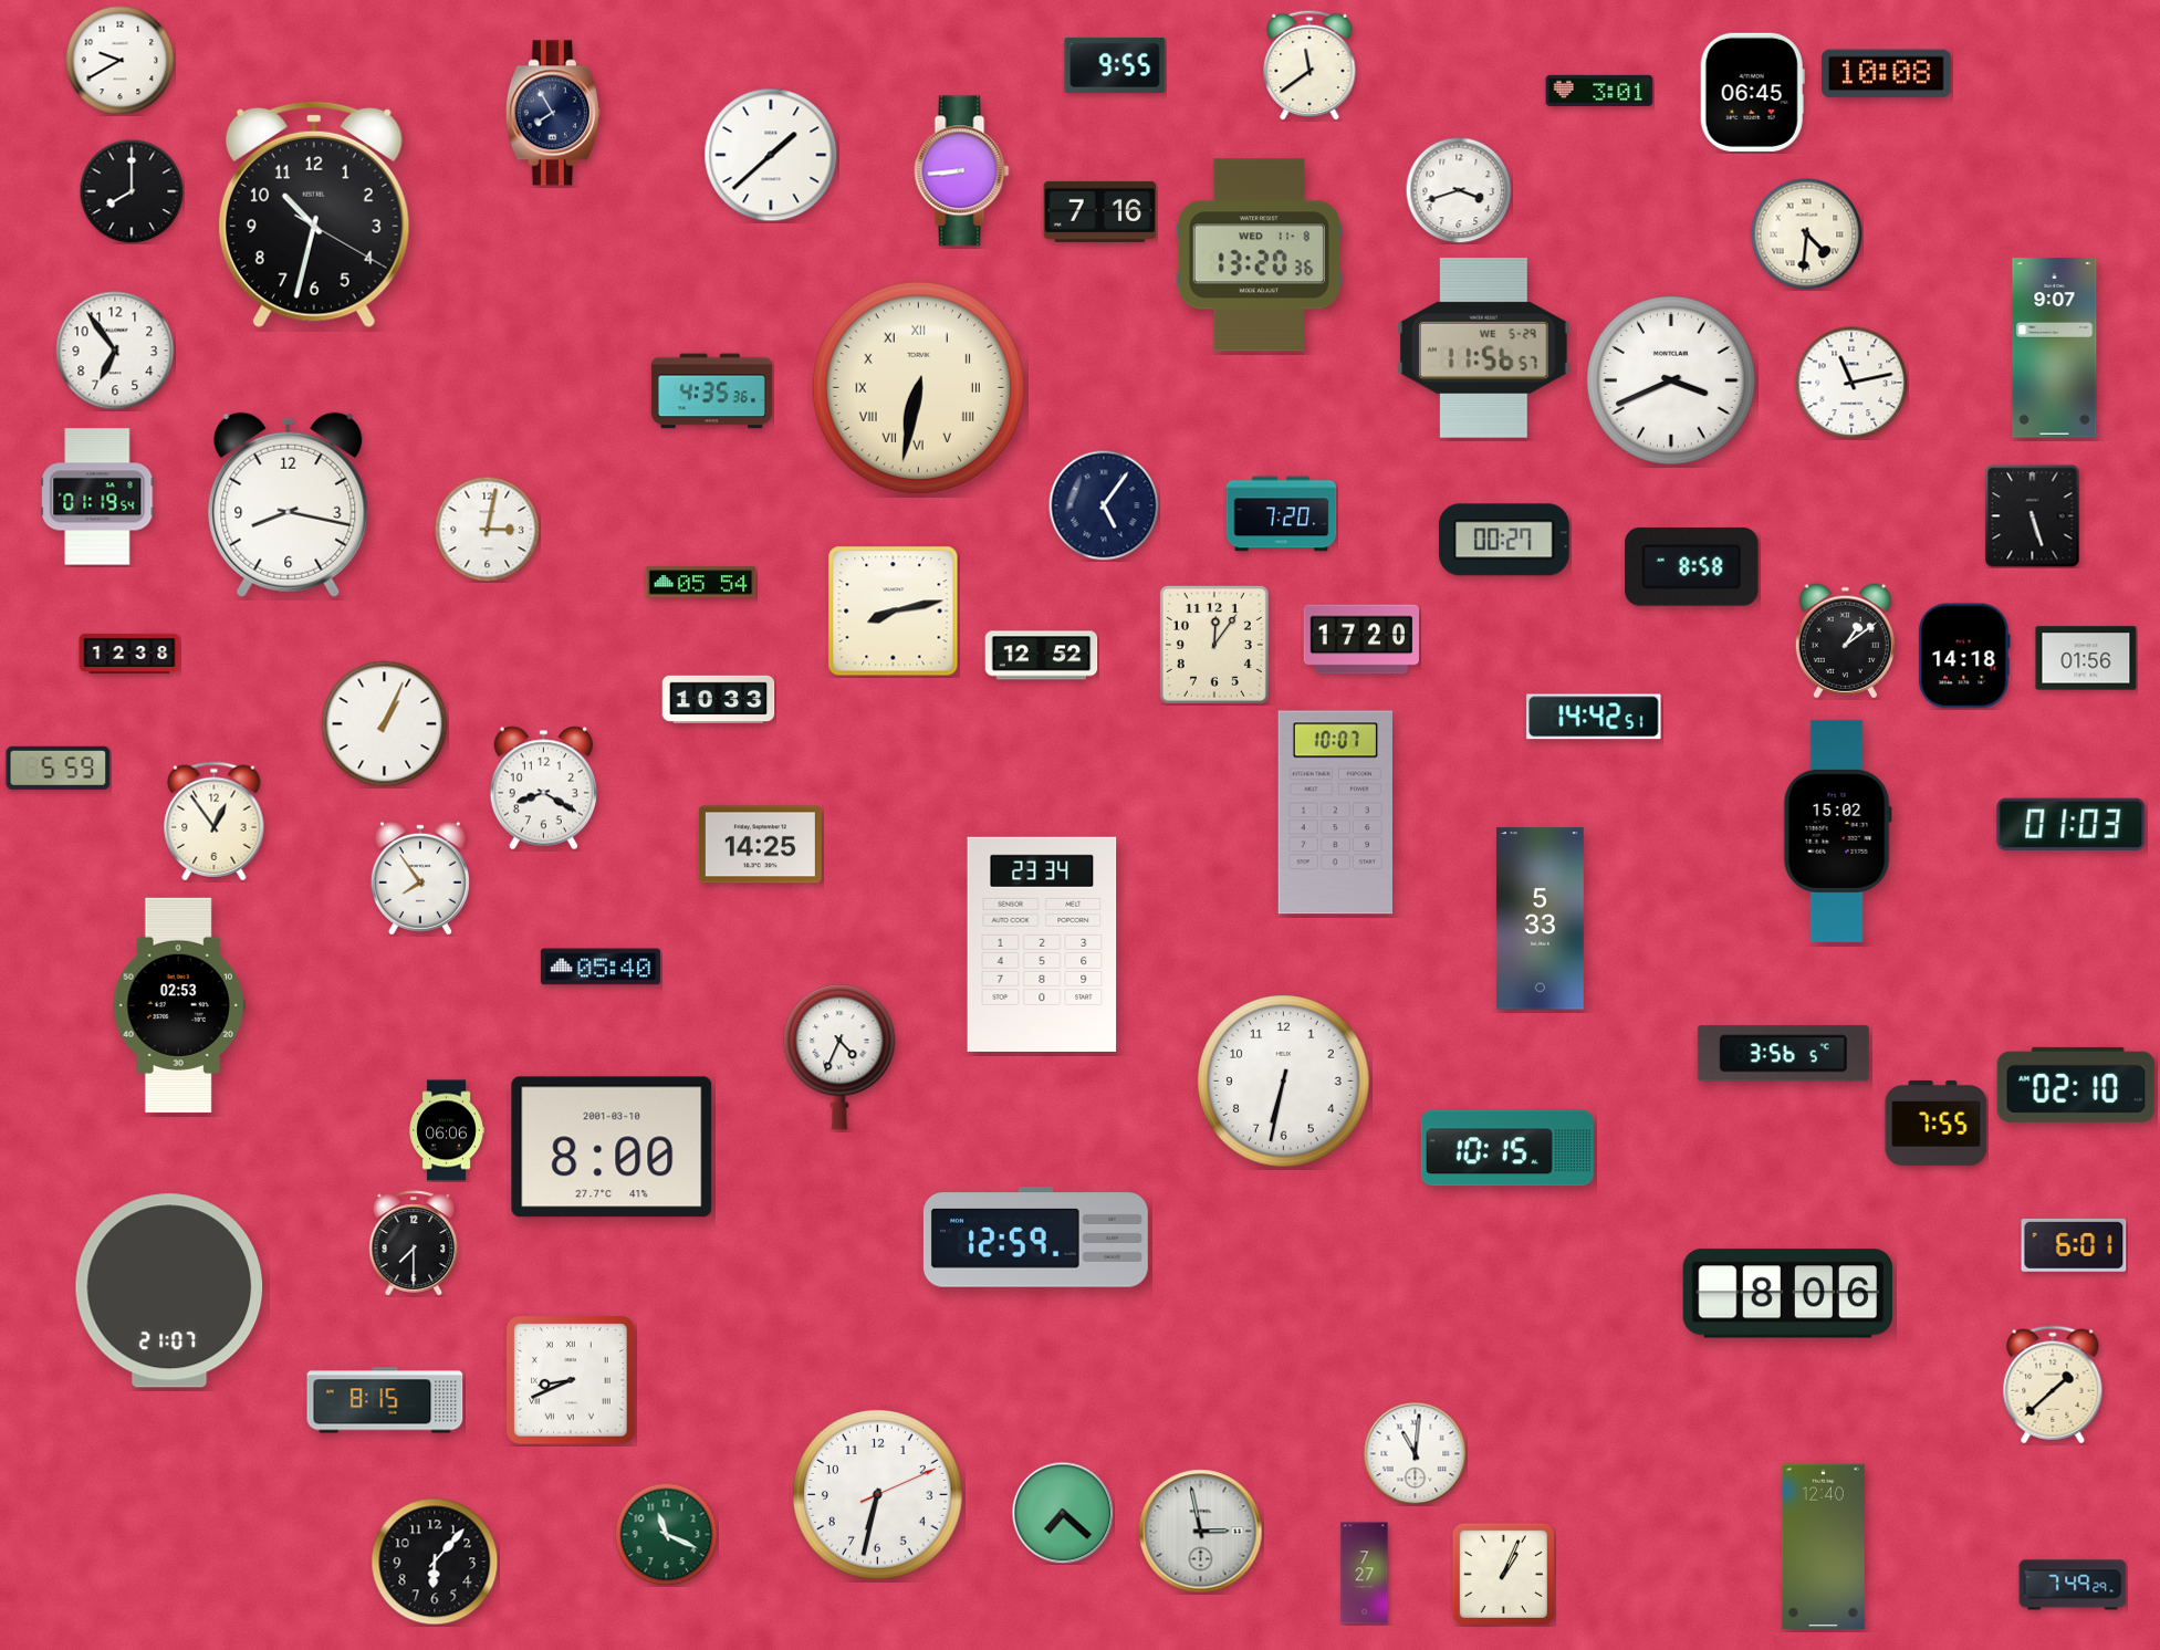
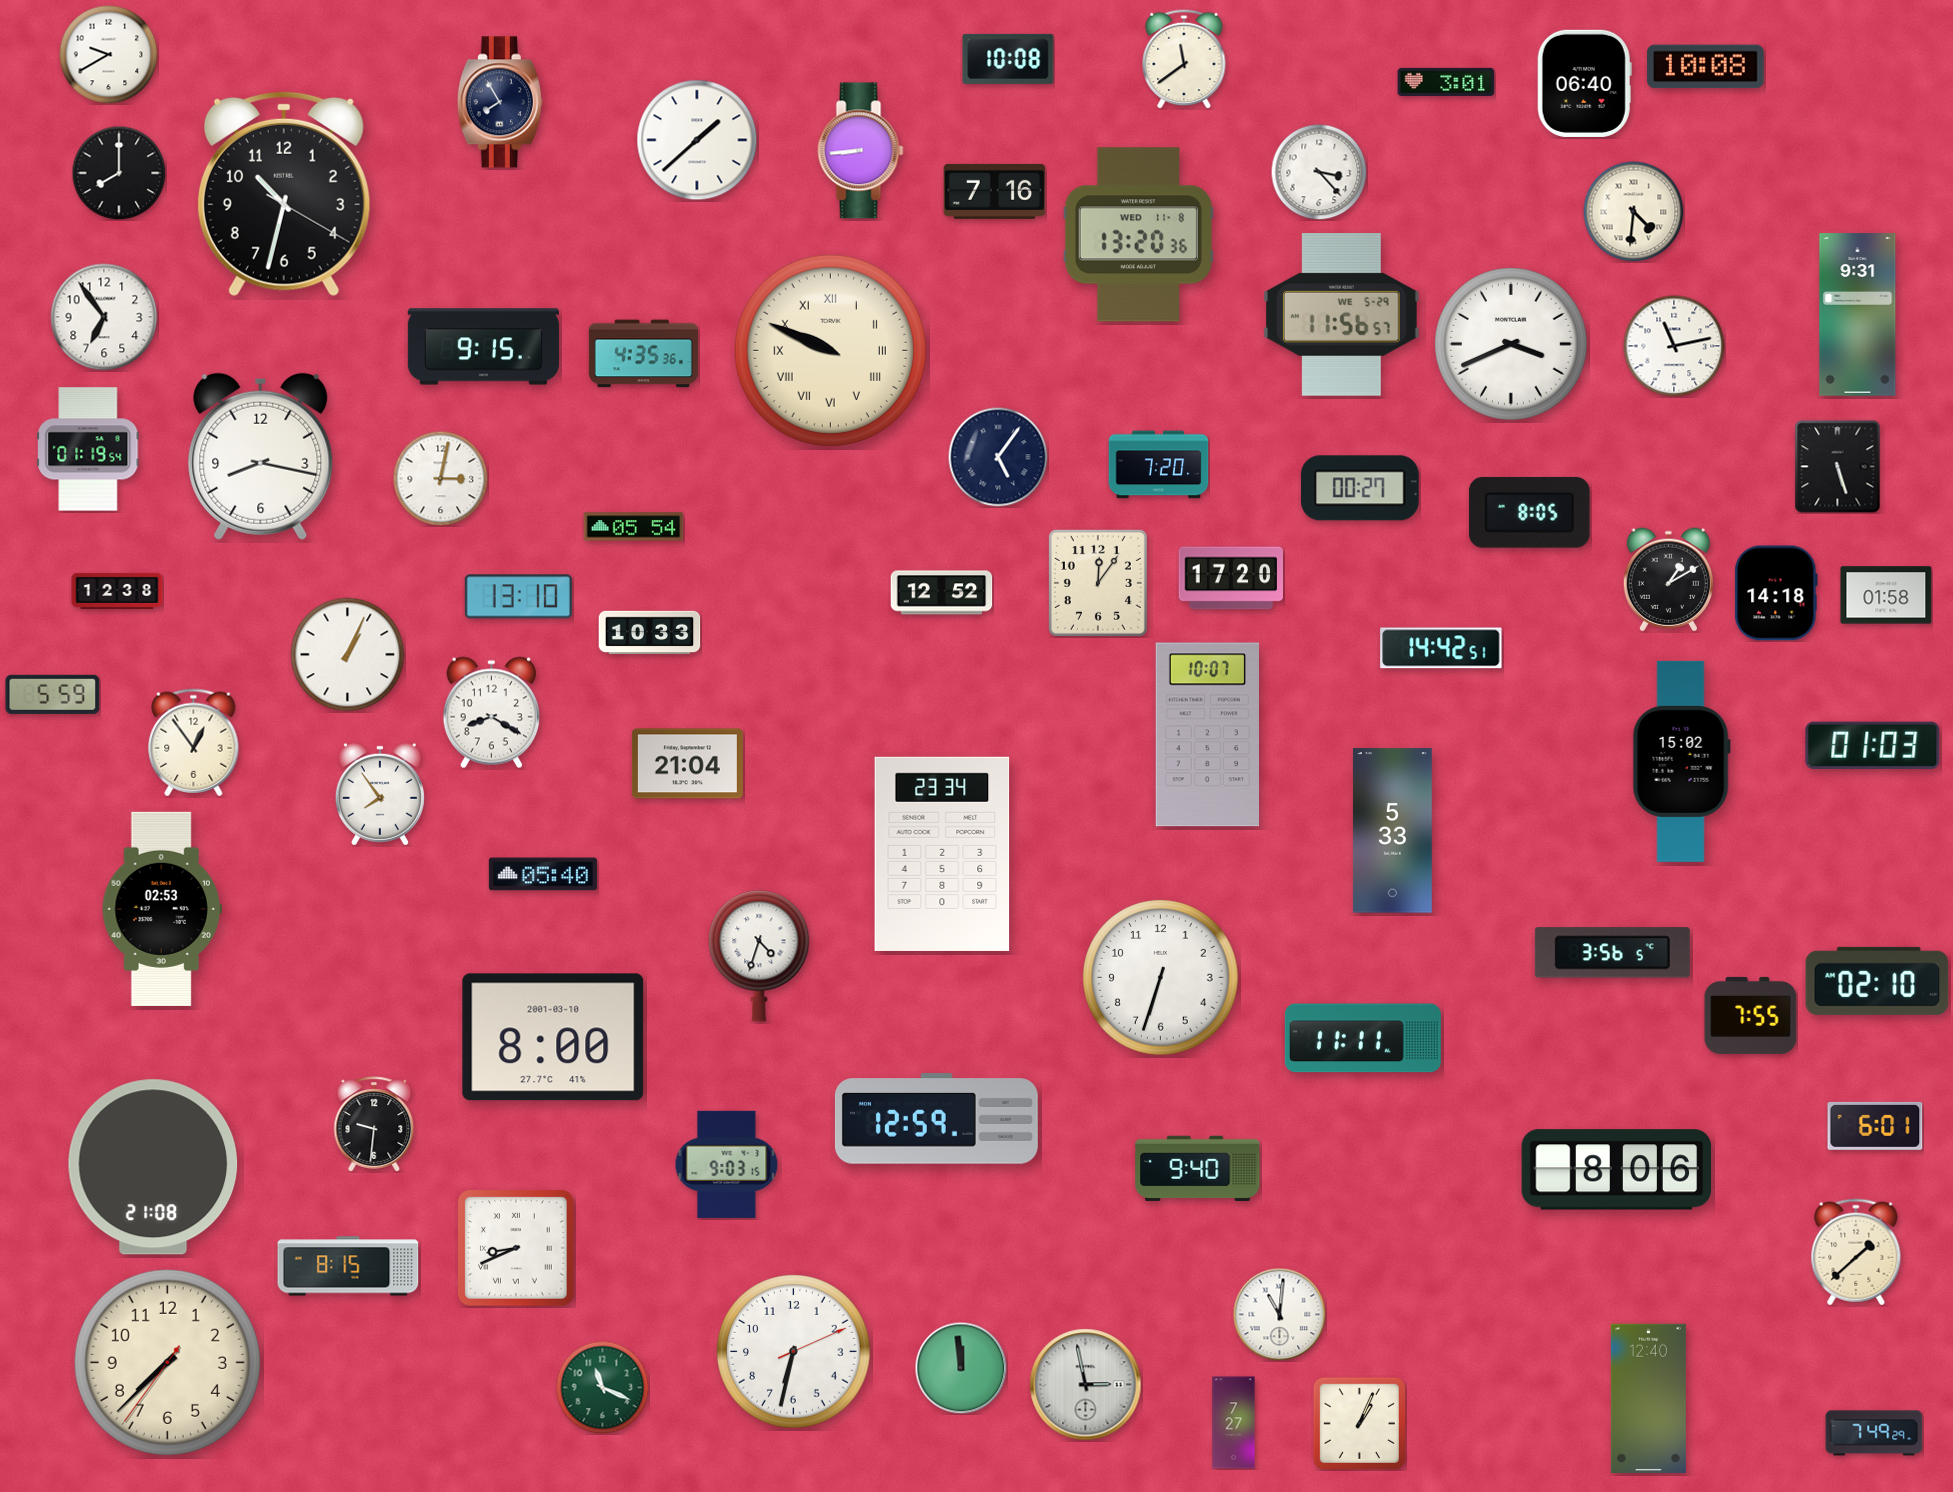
clock at (1115, 65): 9:55 -> 10:08
clock at (1752, 92): 06:45 -> 06:40
clock at (962, 171) position: (962, 171) -> (861, 151)
clock at (1459, 190): 3:42 -> 3:23
clock at (1259, 255) position: (1259, 255) -> (1138, 235)
clock at (2055, 348): 9:07 -> 9:31
clock at (483, 347): none -> 9:15
clock at (918, 387): 6:32 -> 9:49
clock at (1692, 566): 8:58 -> 8:05
clock at (894, 612): 8:13 -> none
clock at (1845, 641): 1:09 -> 1:10
clock at (2086, 658): 01:56 -> 01:58
clock at (518, 597): none -> 13:10
clock at (1837, 831) position: (1837, 831) -> (1681, 761)
clock at (760, 845): 14:25 -> 21:04
clock at (839, 1057): 4:34 -> 4:33
clock at (1284, 1082): 6:32 -> 6:33
clock at (447, 1130): 06:06 -> none
clock at (1507, 1148): 10:15 -> 11:11
clock at (414, 1243): 7:30 -> 9:31
clock at (727, 1164): none -> 9:03
clock at (169, 1291): 21:07 -> 21:08
clock at (1198, 1168): none -> 9:40
clock at (167, 1362): none -> 7:37
clock at (1063, 1513): 7:22 -> 11:59
clock at (435, 1562): 6:07 -> none
